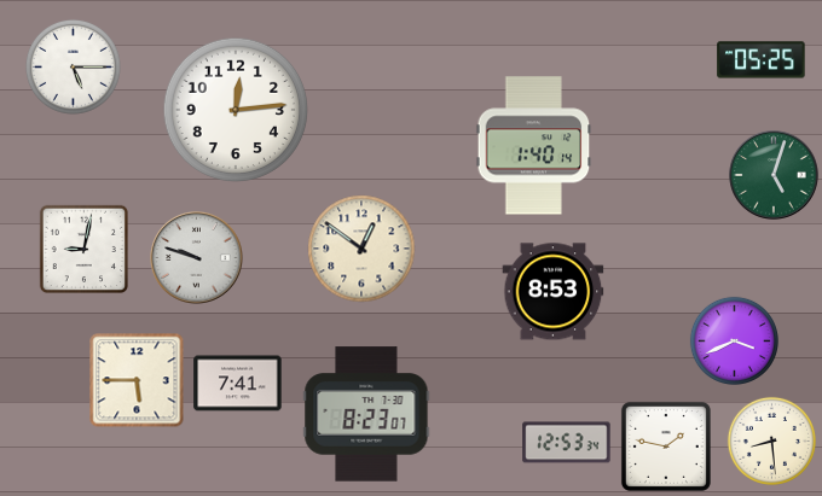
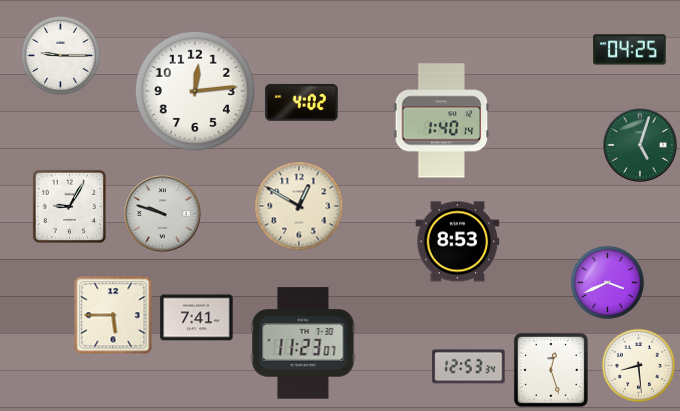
clock at (762, 60): 05:25 -> 04:25
clock at (73, 66): 5:15 -> 9:15
clock at (302, 102): none -> 4:02
clock at (83, 249): 9:02 -> 9:05
clock at (361, 249): 12:51 -> 12:50
clock at (366, 414): 8:23 -> 11:23
clock at (666, 447): 1:47 -> 12:27
